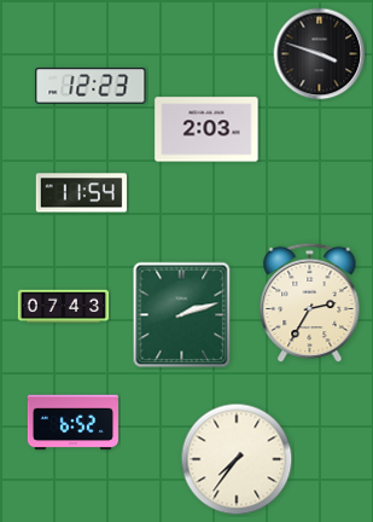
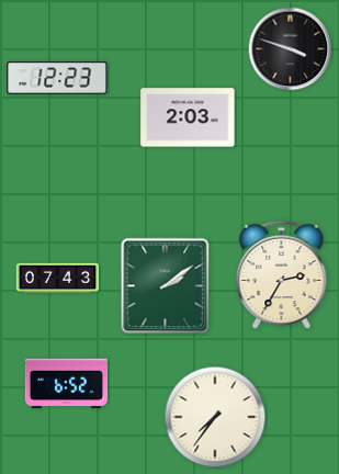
clock at (91, 86) position: (91, 86) -> (57, 78)
clock at (81, 193): 11:54 -> none
clock at (182, 315): 2:12 -> 2:09
